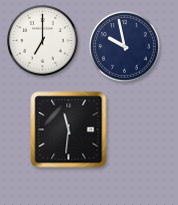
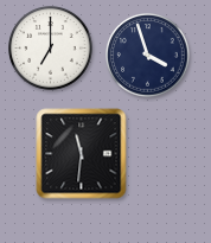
clock at (125, 47): 9:58 -> 3:57
